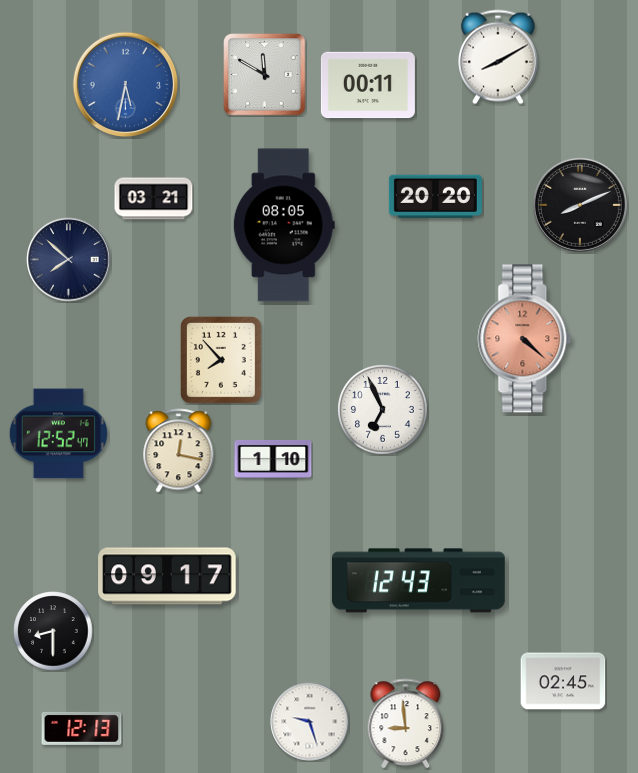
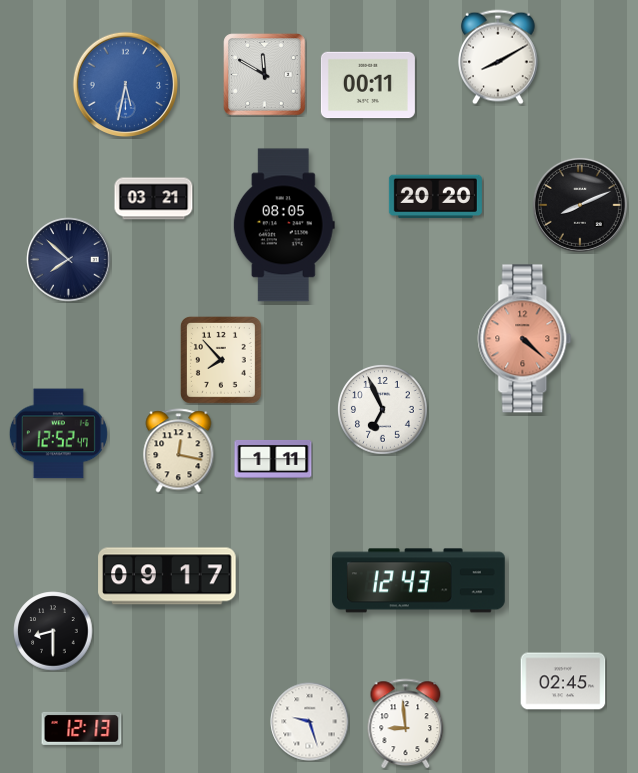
clock at (273, 459): 1:10 -> 1:11
